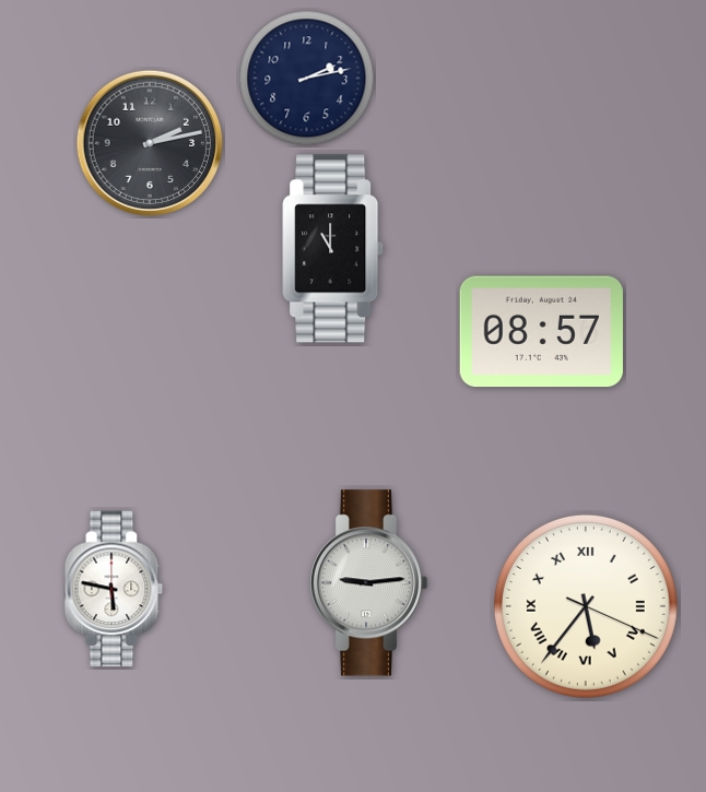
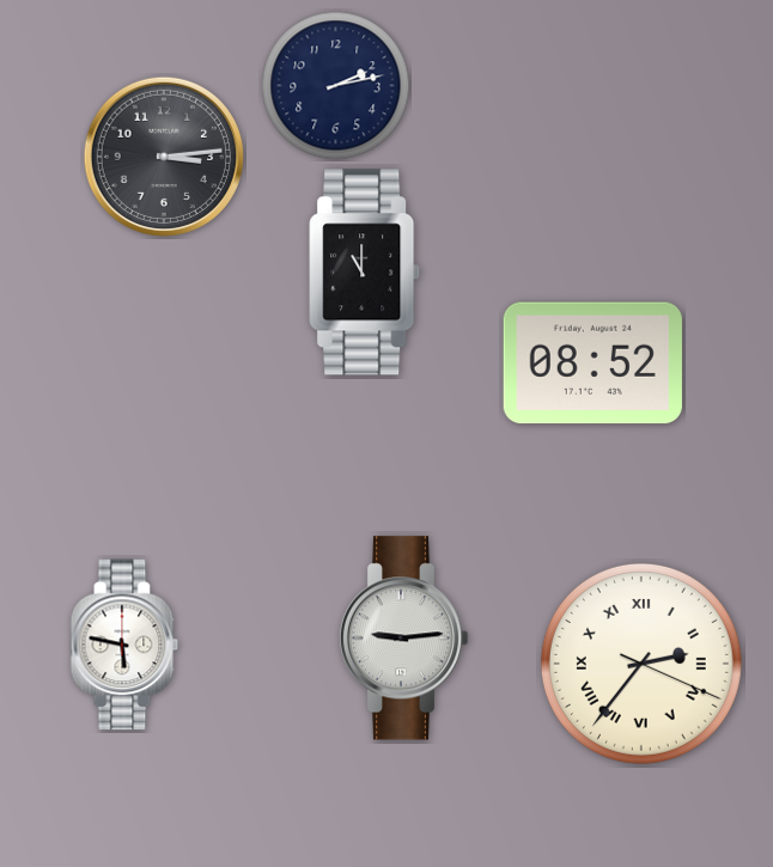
clock at (150, 143): 2:13 -> 3:14
clock at (541, 332): 08:57 -> 08:52
clock at (586, 606): 5:36 -> 2:36
